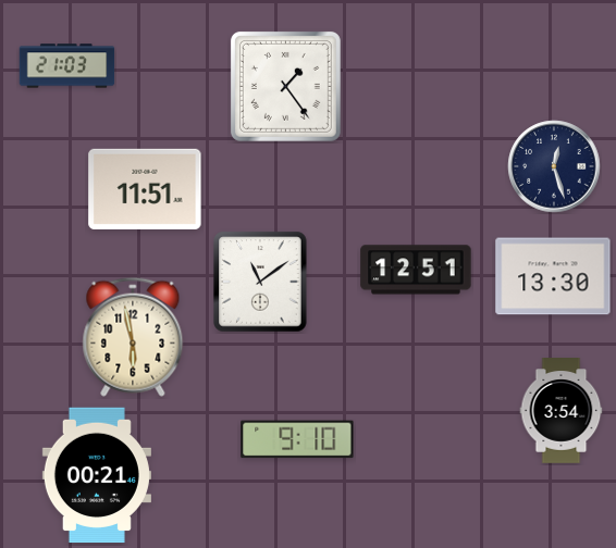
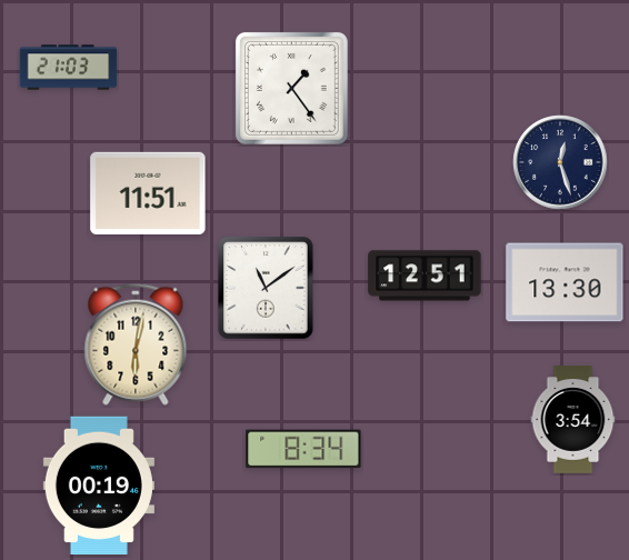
clock at (554, 166) position: (554, 166) -> (560, 162)
clock at (133, 337): 5:58 -> 6:02
clock at (297, 439): 9:10 -> 8:34
clock at (97, 475): 00:21 -> 00:19
